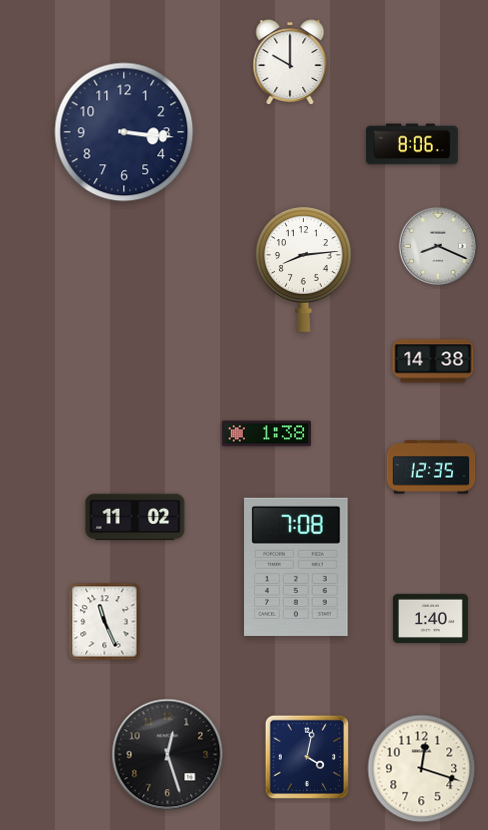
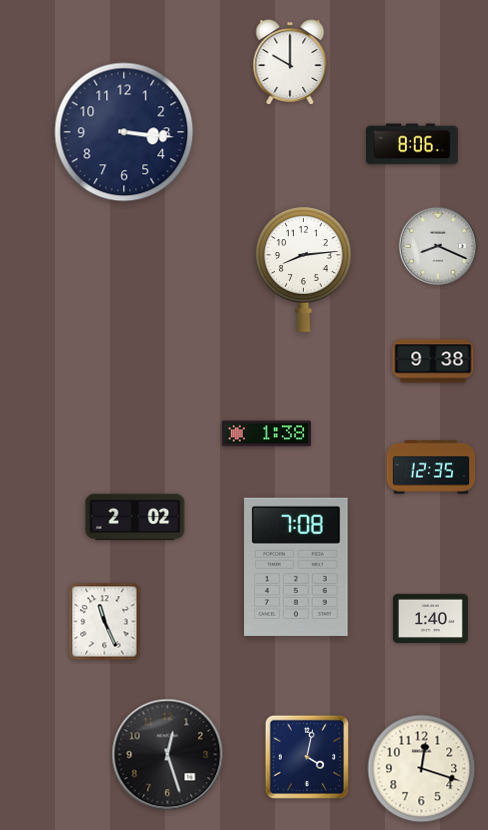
clock at (433, 361): 14:38 -> 9:38
clock at (135, 517): 11:02 -> 2:02
